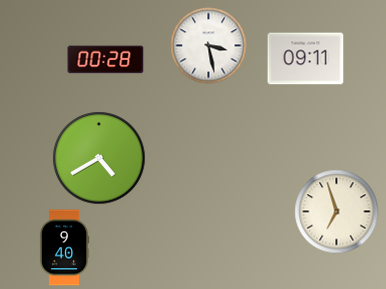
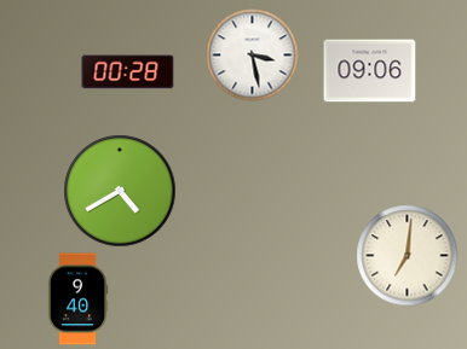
clock at (306, 59): 09:11 -> 09:06
clock at (337, 212): 6:57 -> 7:01
